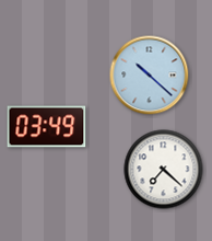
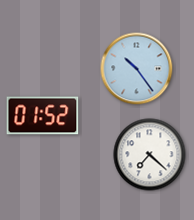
clock at (150, 76): 10:22 -> 10:24
clock at (47, 127): 03:49 -> 01:52
